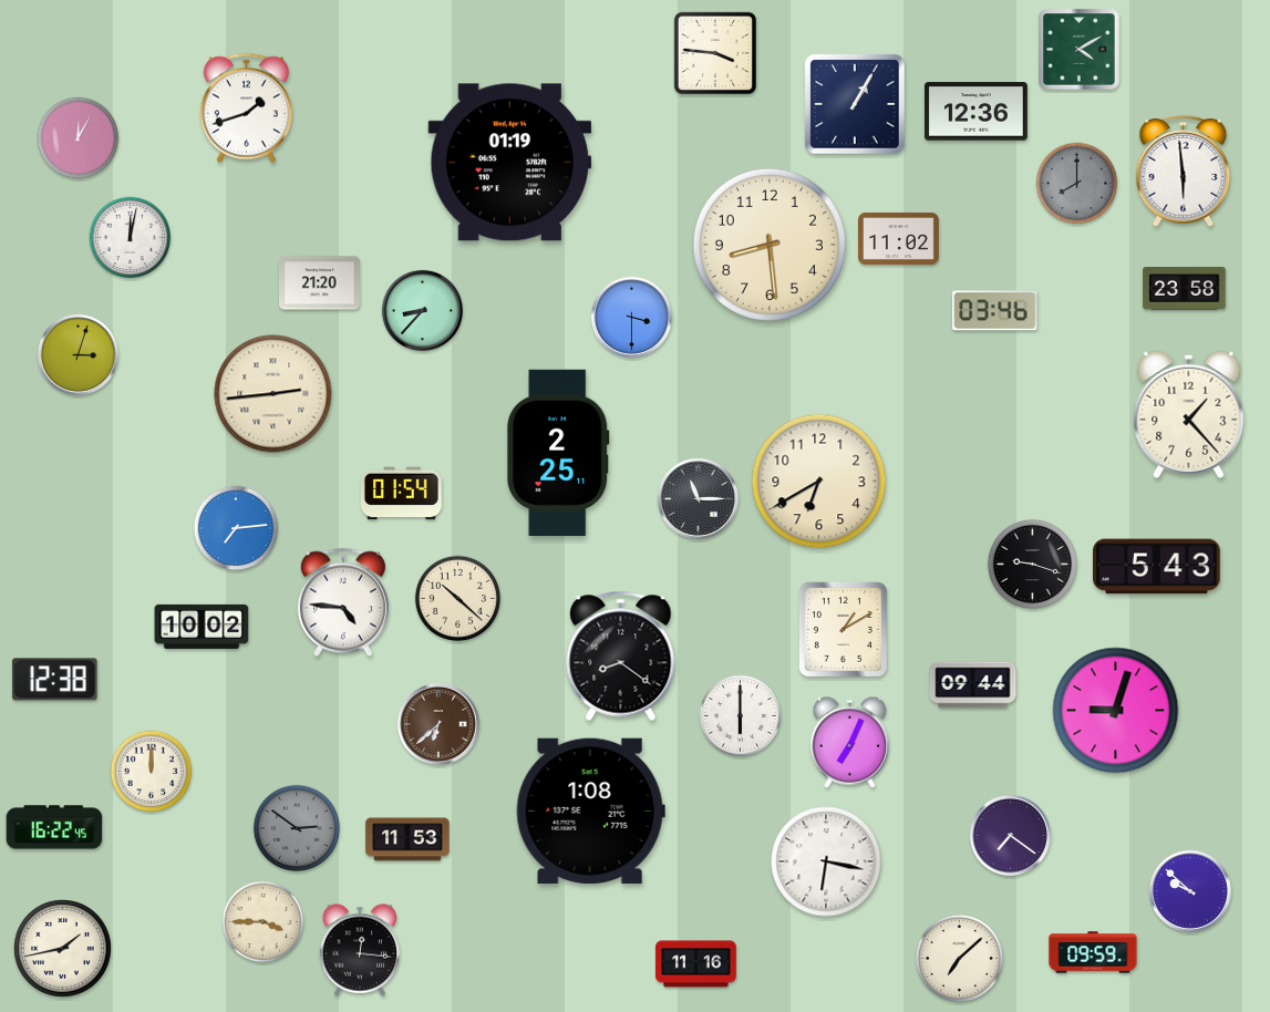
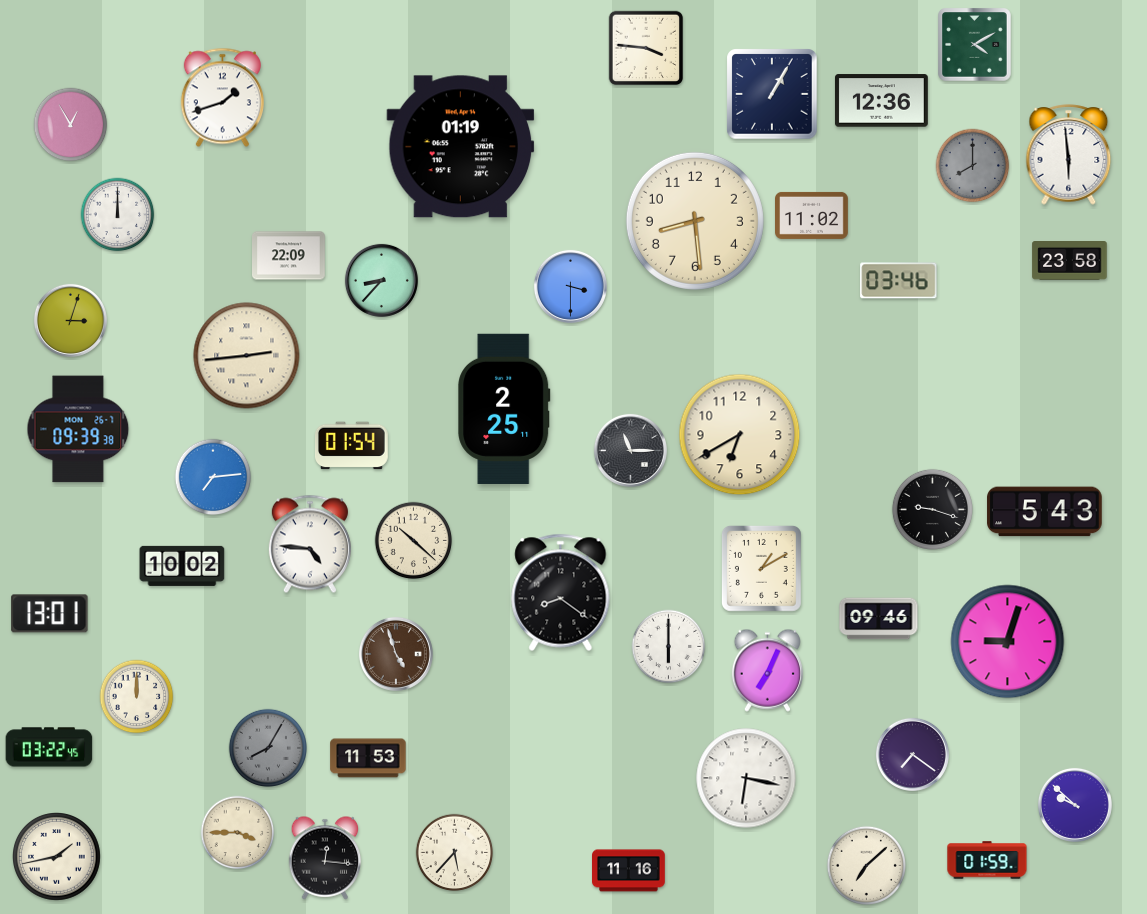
clock at (79, 138): 12:05 -> 12:55
clock at (131, 238): 12:02 -> 12:00
clock at (320, 283): 21:20 -> 22:09
clock at (1189, 414): 1:23 -> none
clock at (78, 429): none -> 09:39
clock at (401, 494) position: (401, 494) -> (351, 446)
clock at (55, 680): 12:38 -> 13:01
clock at (973, 685): 09:44 -> 09:46
clock at (438, 724): 6:38 -> 4:57
clock at (590, 810): 1:08 -> none
clock at (54, 827): 16:22 -> 03:22
clock at (297, 828): 2:51 -> 8:05
clock at (455, 853): none -> 5:37
clock at (1093, 952): 09:59 -> 01:59
